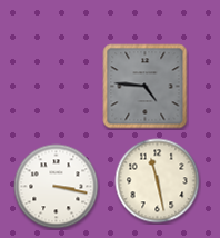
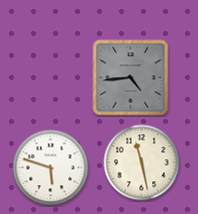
clock at (146, 87): 4:46 -> 4:44
clock at (57, 187): 3:17 -> 5:48
